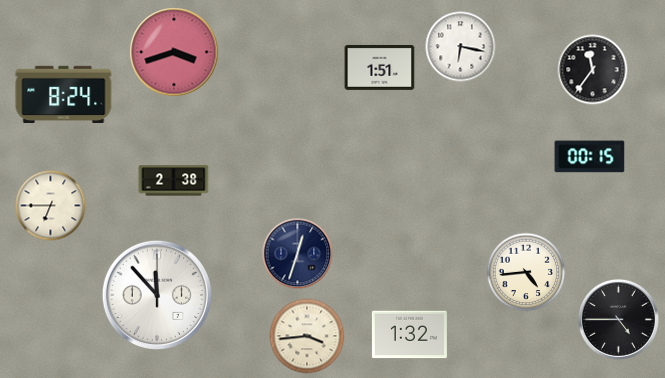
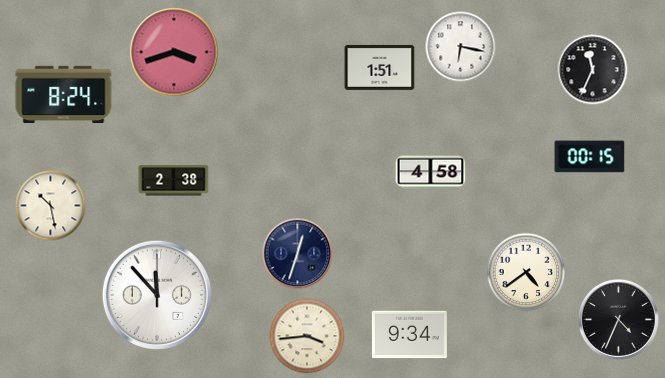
clock at (593, 70): 11:36 -> 11:34
clock at (431, 173): none -> 4:58
clock at (51, 206): 6:45 -> 10:28
clock at (526, 272): 4:44 -> 4:39
clock at (618, 319): 4:45 -> 4:34
clock at (409, 335): 1:32 -> 9:34
